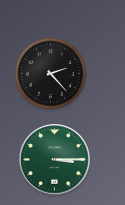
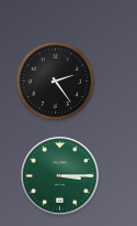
clock at (50, 73): 2:23 -> 2:24
